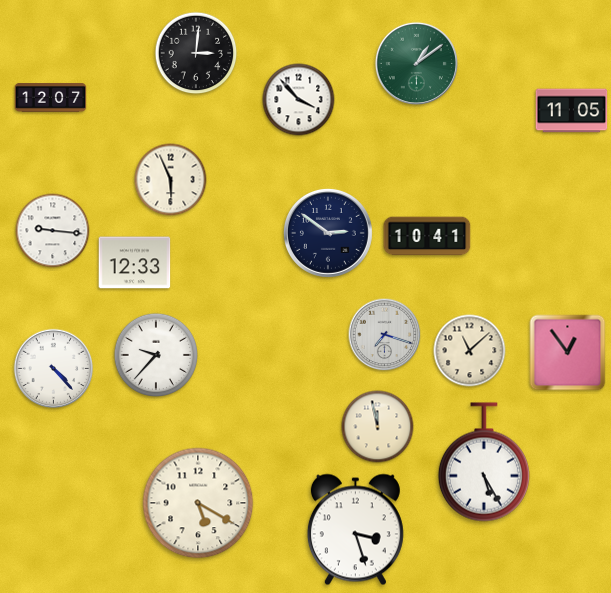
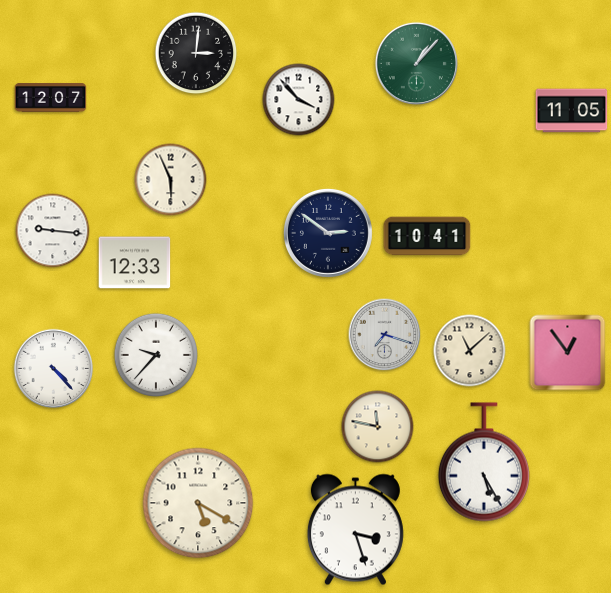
clock at (416, 63): 1:09 -> 1:07
clock at (378, 427): 11:58 -> 11:47
